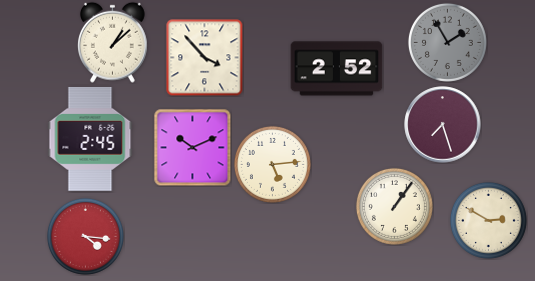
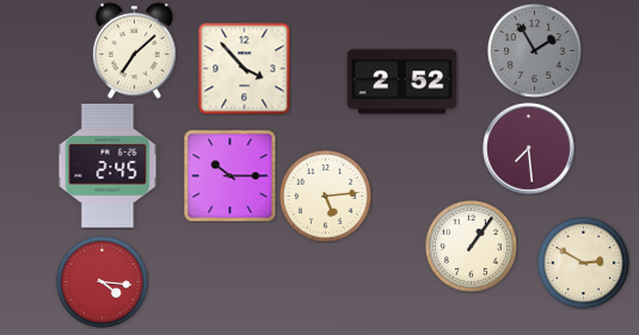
clock at (112, 42): 1:08 -> 7:08
clock at (443, 125): 7:27 -> 7:29
clock at (192, 147): 10:11 -> 10:15
